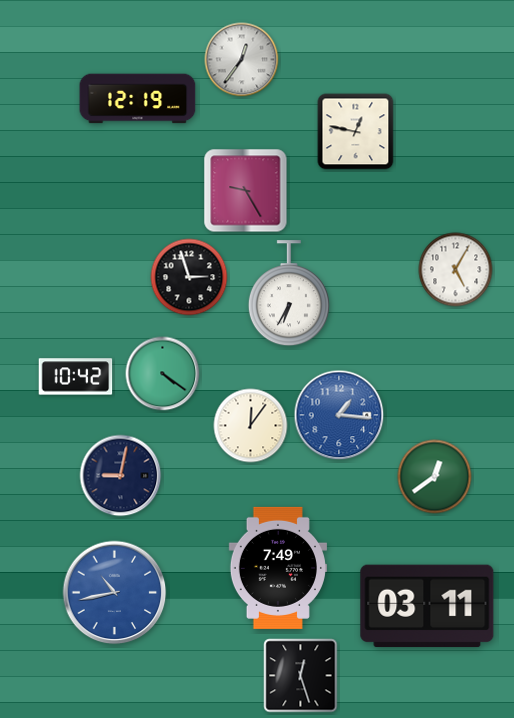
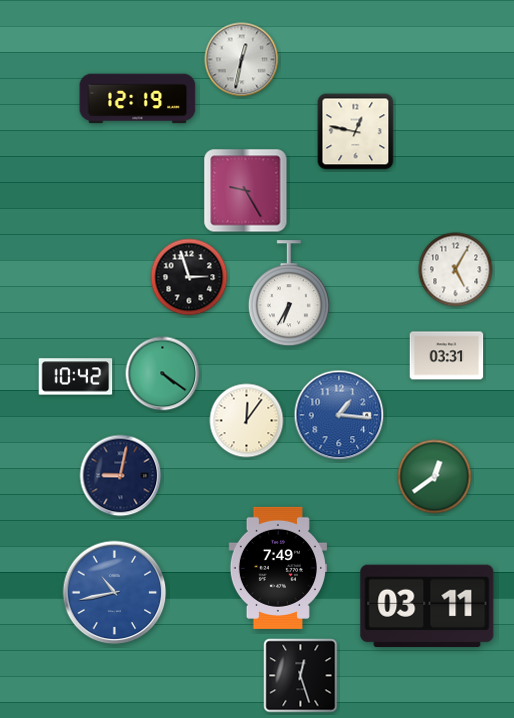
clock at (242, 60): 12:36 -> 12:32
clock at (447, 356): none -> 03:31
clock at (251, 426) position: (251, 426) -> (247, 421)
